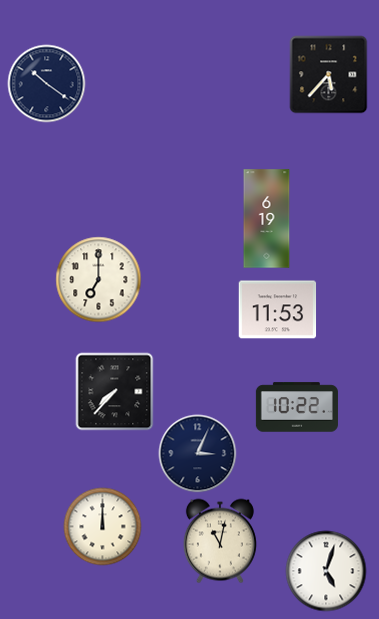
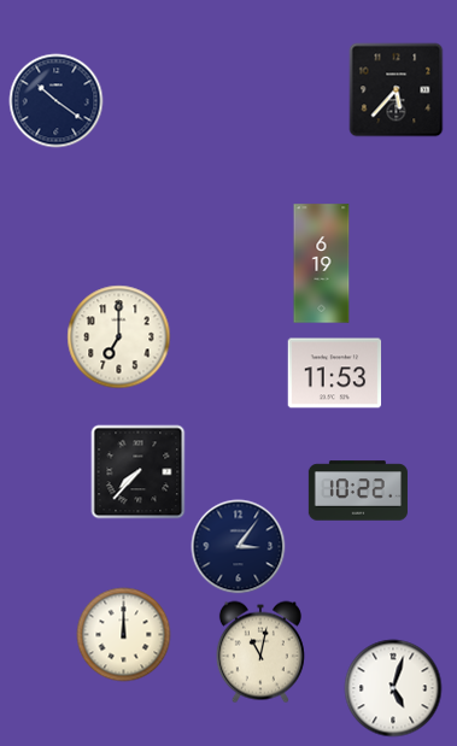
clock at (197, 453): 3:04 -> 3:06
clock at (220, 541) position: (220, 541) -> (260, 652)
